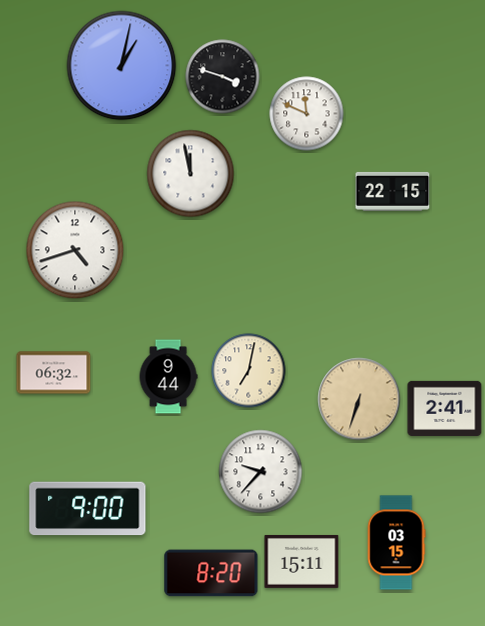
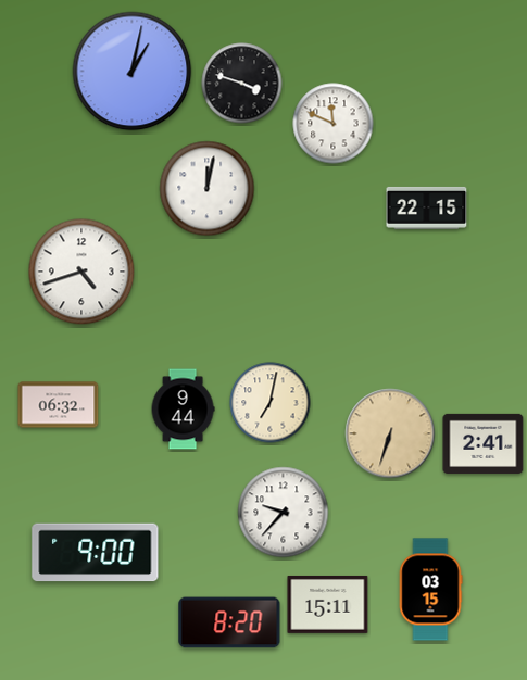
clock at (191, 174): 11:58 -> 12:02
clock at (302, 561) position: (302, 561) -> (328, 604)
